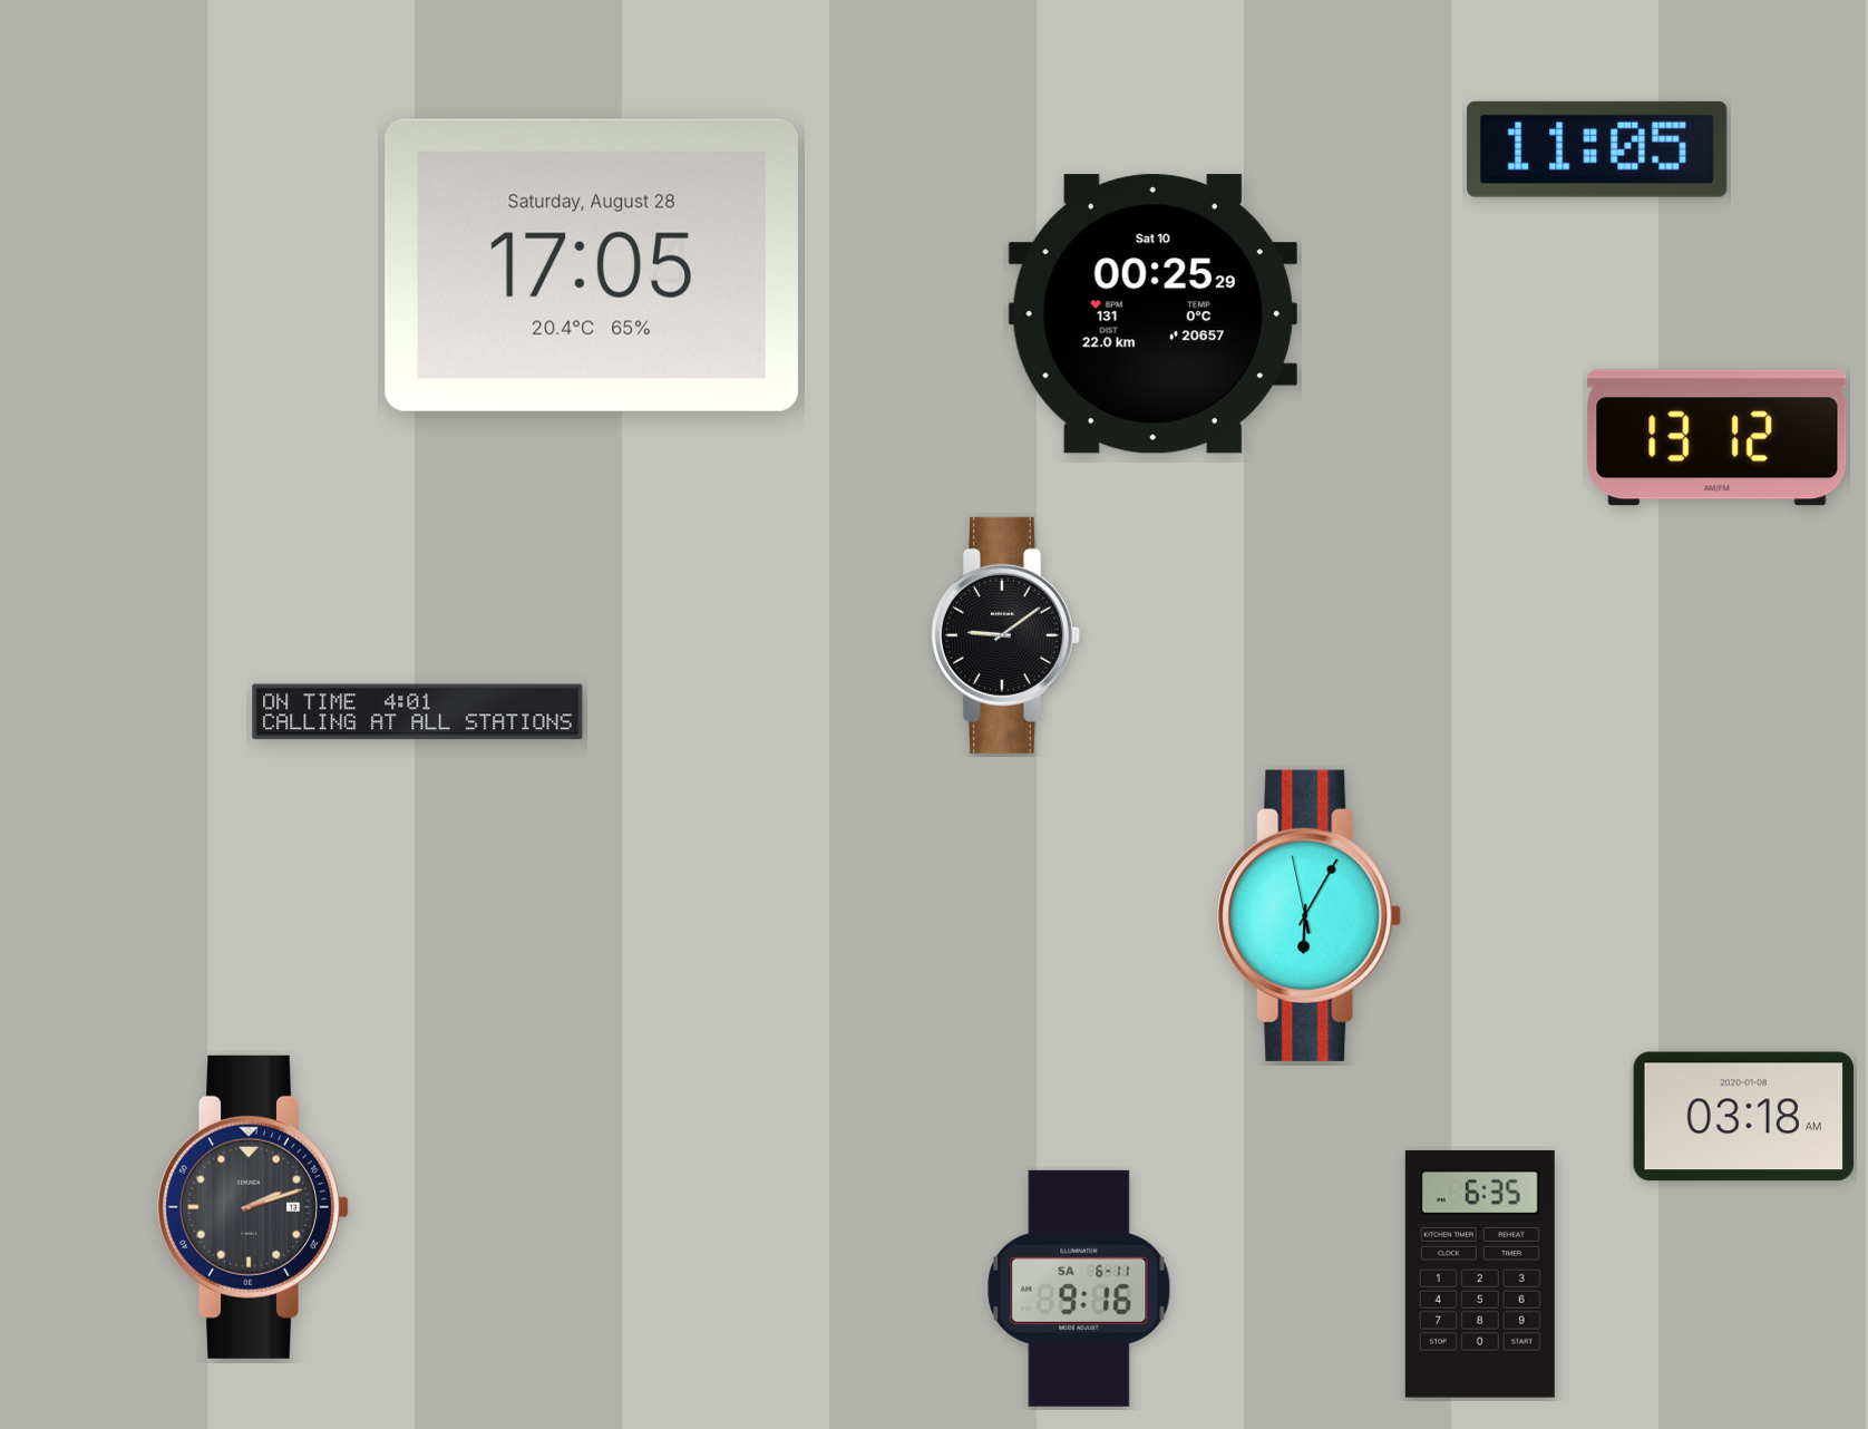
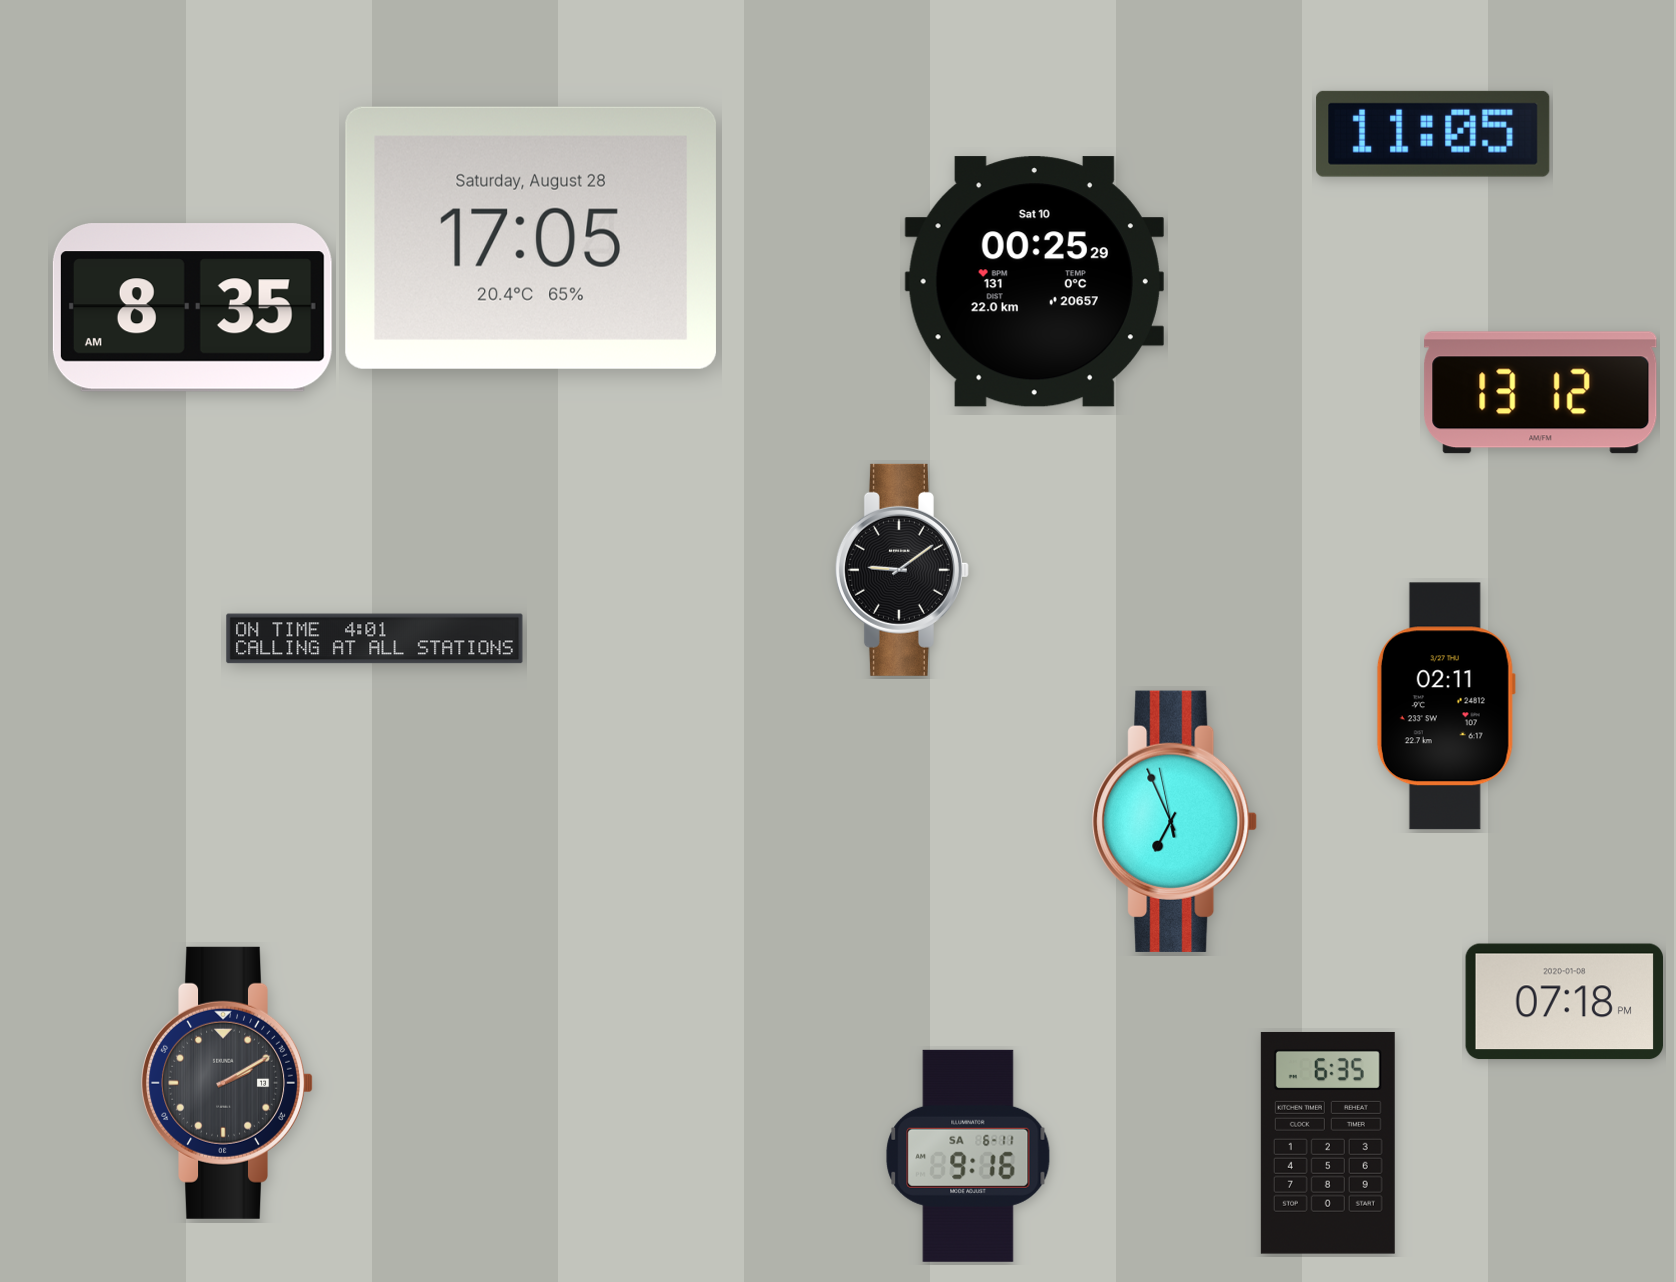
clock at (192, 308): none -> 8:35
clock at (1446, 706): none -> 02:11
clock at (1310, 915): 6:04 -> 6:55
clock at (1743, 1117): 03:18 -> 07:18
clock at (253, 1207): 2:12 -> 2:10
